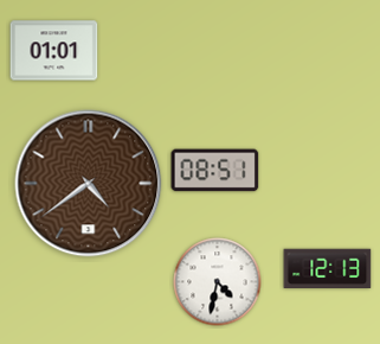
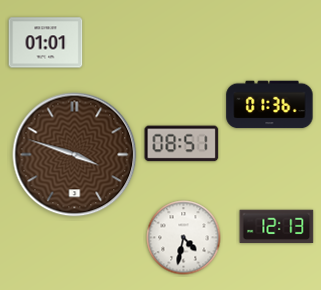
clock at (270, 105): none -> 01:36
clock at (89, 184): 4:39 -> 3:48
